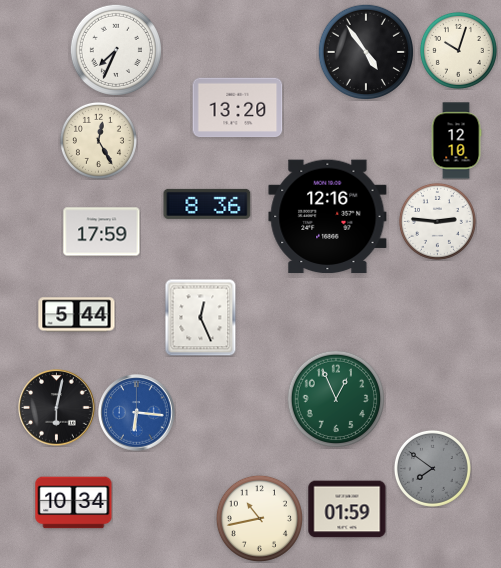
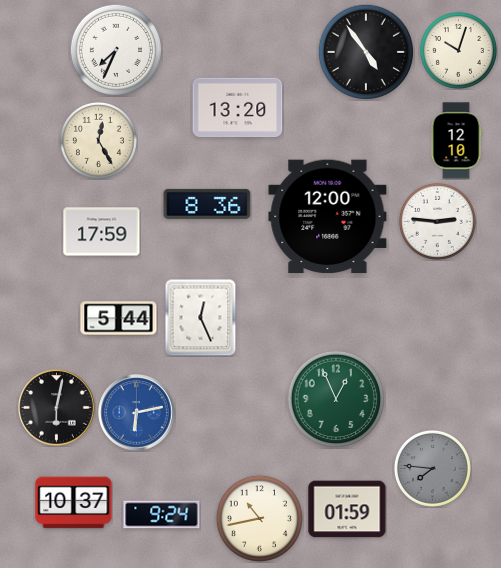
clock at (328, 217): 12:16 -> 12:00
clock at (77, 315) position: (77, 315) -> (119, 319)
clock at (137, 413): 6:16 -> 6:13
clock at (432, 468): 7:51 -> 7:46
clock at (74, 503): 10:34 -> 10:37
clock at (162, 515): none -> 9:24
